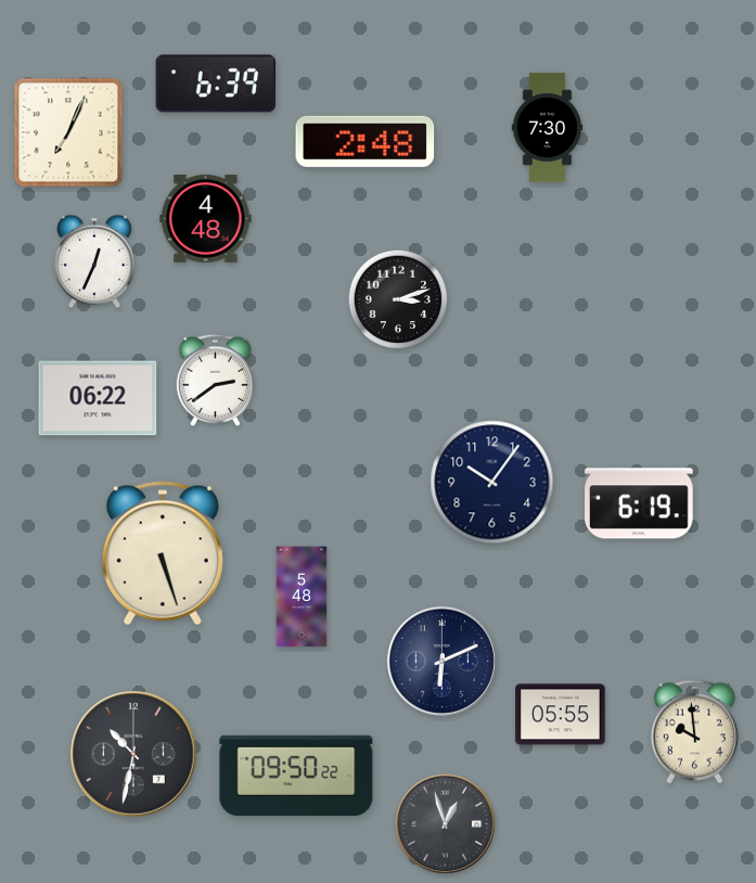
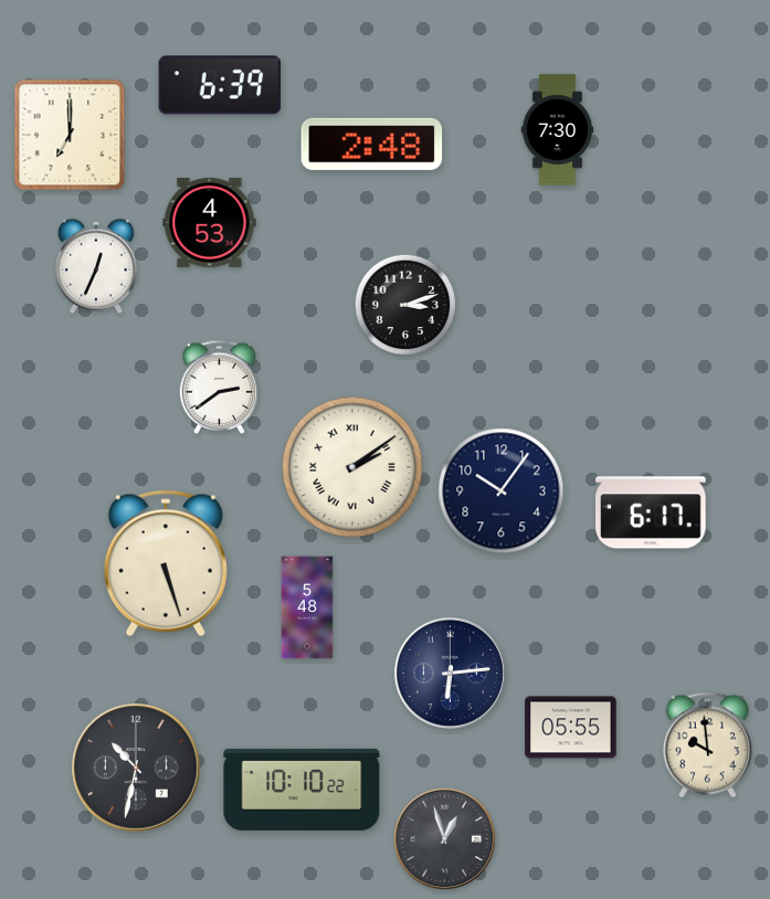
clock at (68, 132): 7:04 -> 7:00
clock at (206, 218): 4:48 -> 4:53
clock at (98, 398): 06:22 -> none
clock at (352, 467): none -> 2:09
clock at (639, 503): 6:19 -> 6:17
clock at (441, 661): 6:11 -> 6:14
clock at (296, 776): 09:50 -> 10:10
clock at (446, 824) position: (446, 824) -> (445, 839)
